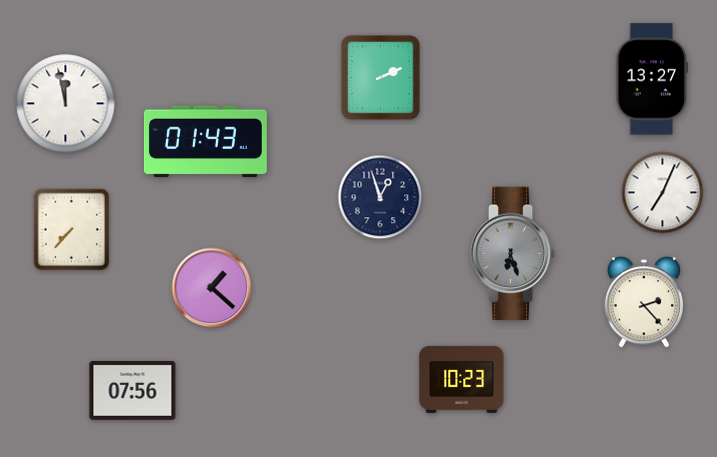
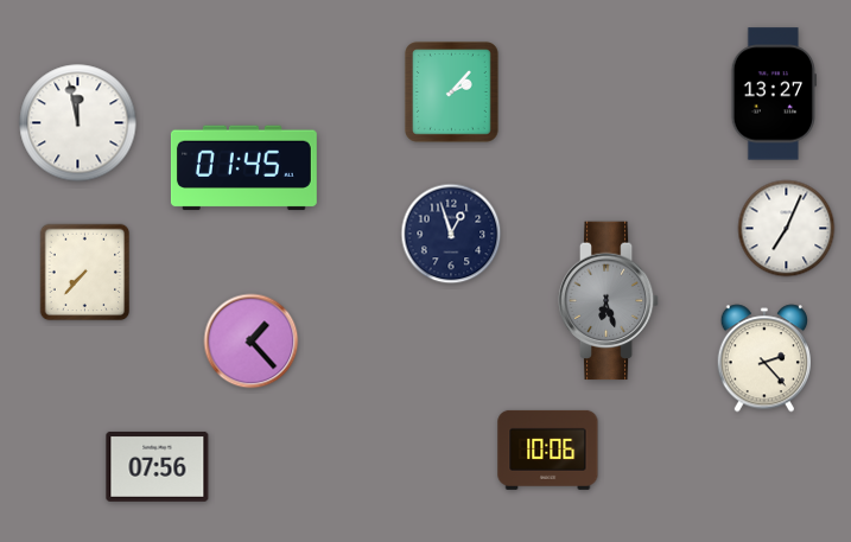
clock at (381, 78): 2:11 -> 2:07
clock at (205, 142): 01:43 -> 01:45
clock at (212, 288): 1:22 -> 1:23
clock at (462, 379): 10:23 -> 10:06
clock at (133, 390) position: (133, 390) -> (158, 466)
